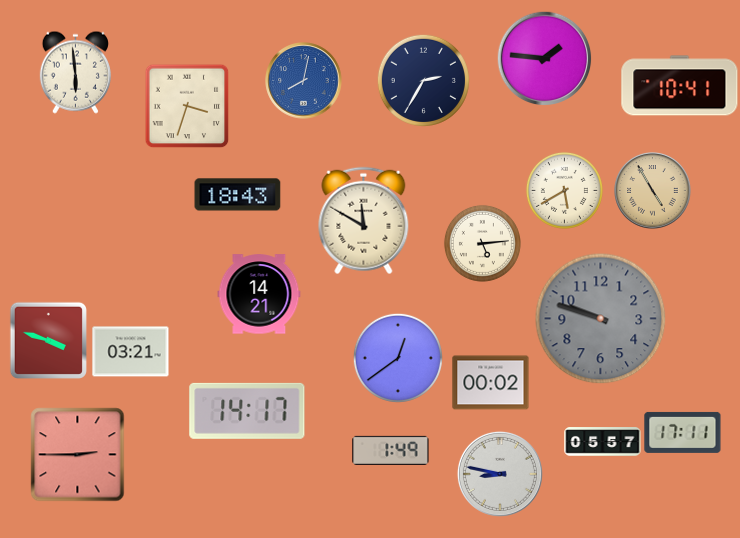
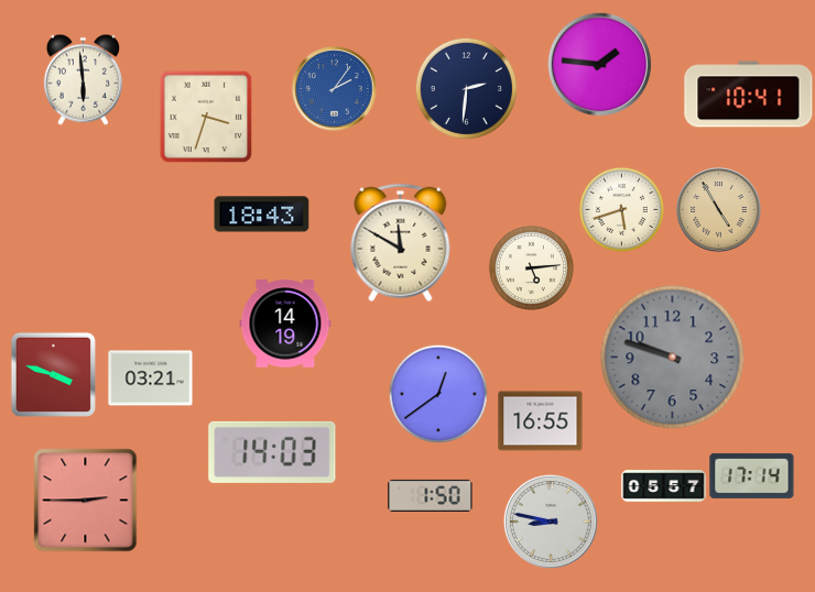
clock at (423, 80): 2:35 -> 2:31
clock at (304, 81): 8:02 -> 2:06
clock at (564, 190): 5:40 -> 5:42
clock at (259, 294): 14:21 -> 14:19
clock at (601, 319) position: (601, 319) -> (673, 358)
clock at (131, 352) position: (131, 352) -> (151, 379)
clock at (491, 383): 00:02 -> 16:55
clock at (247, 411): 14:17 -> 14:03
clock at (683, 432): 17:11 -> 17:14
clock at (391, 450): 1:49 -> 1:50
